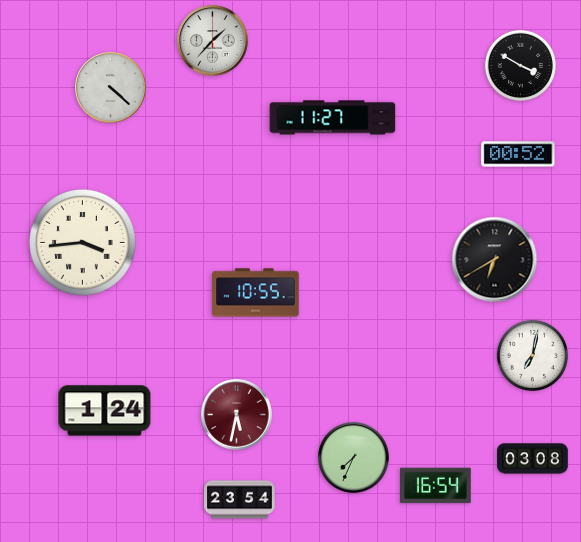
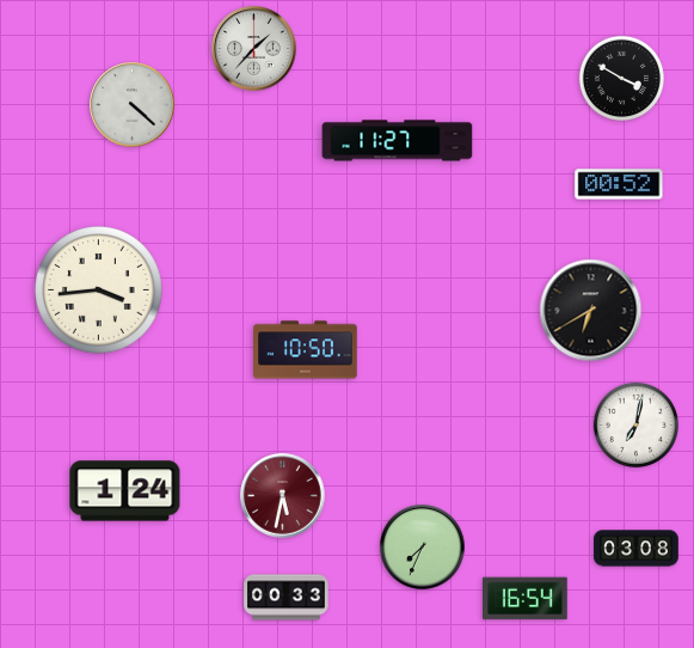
clock at (256, 293): 10:55 -> 10:50
clock at (436, 486) position: (436, 486) -> (526, 599)
clock at (240, 500): 23:54 -> 00:33
